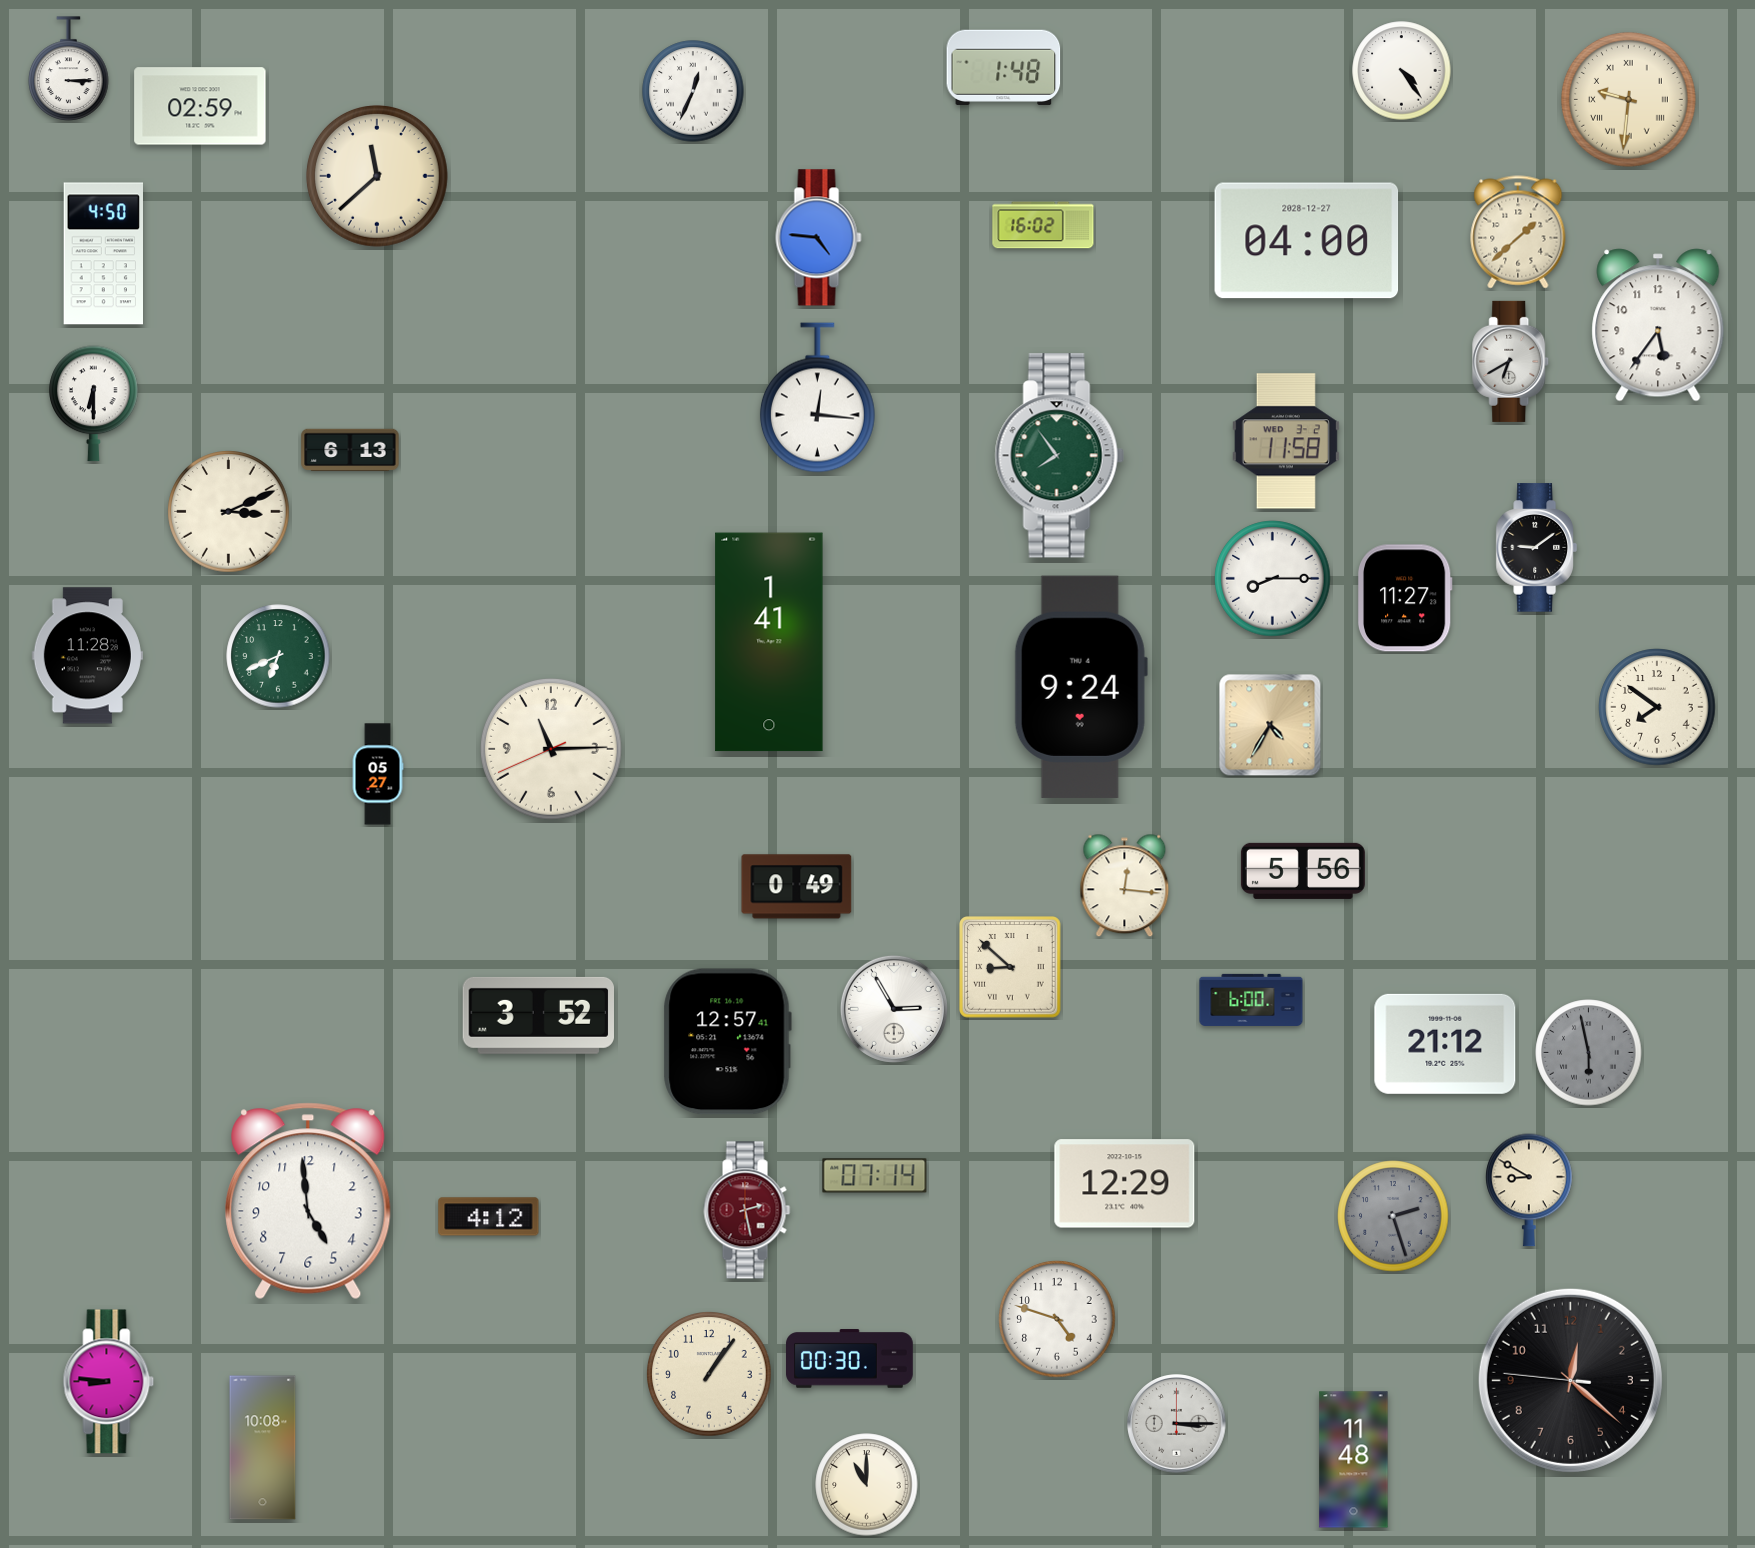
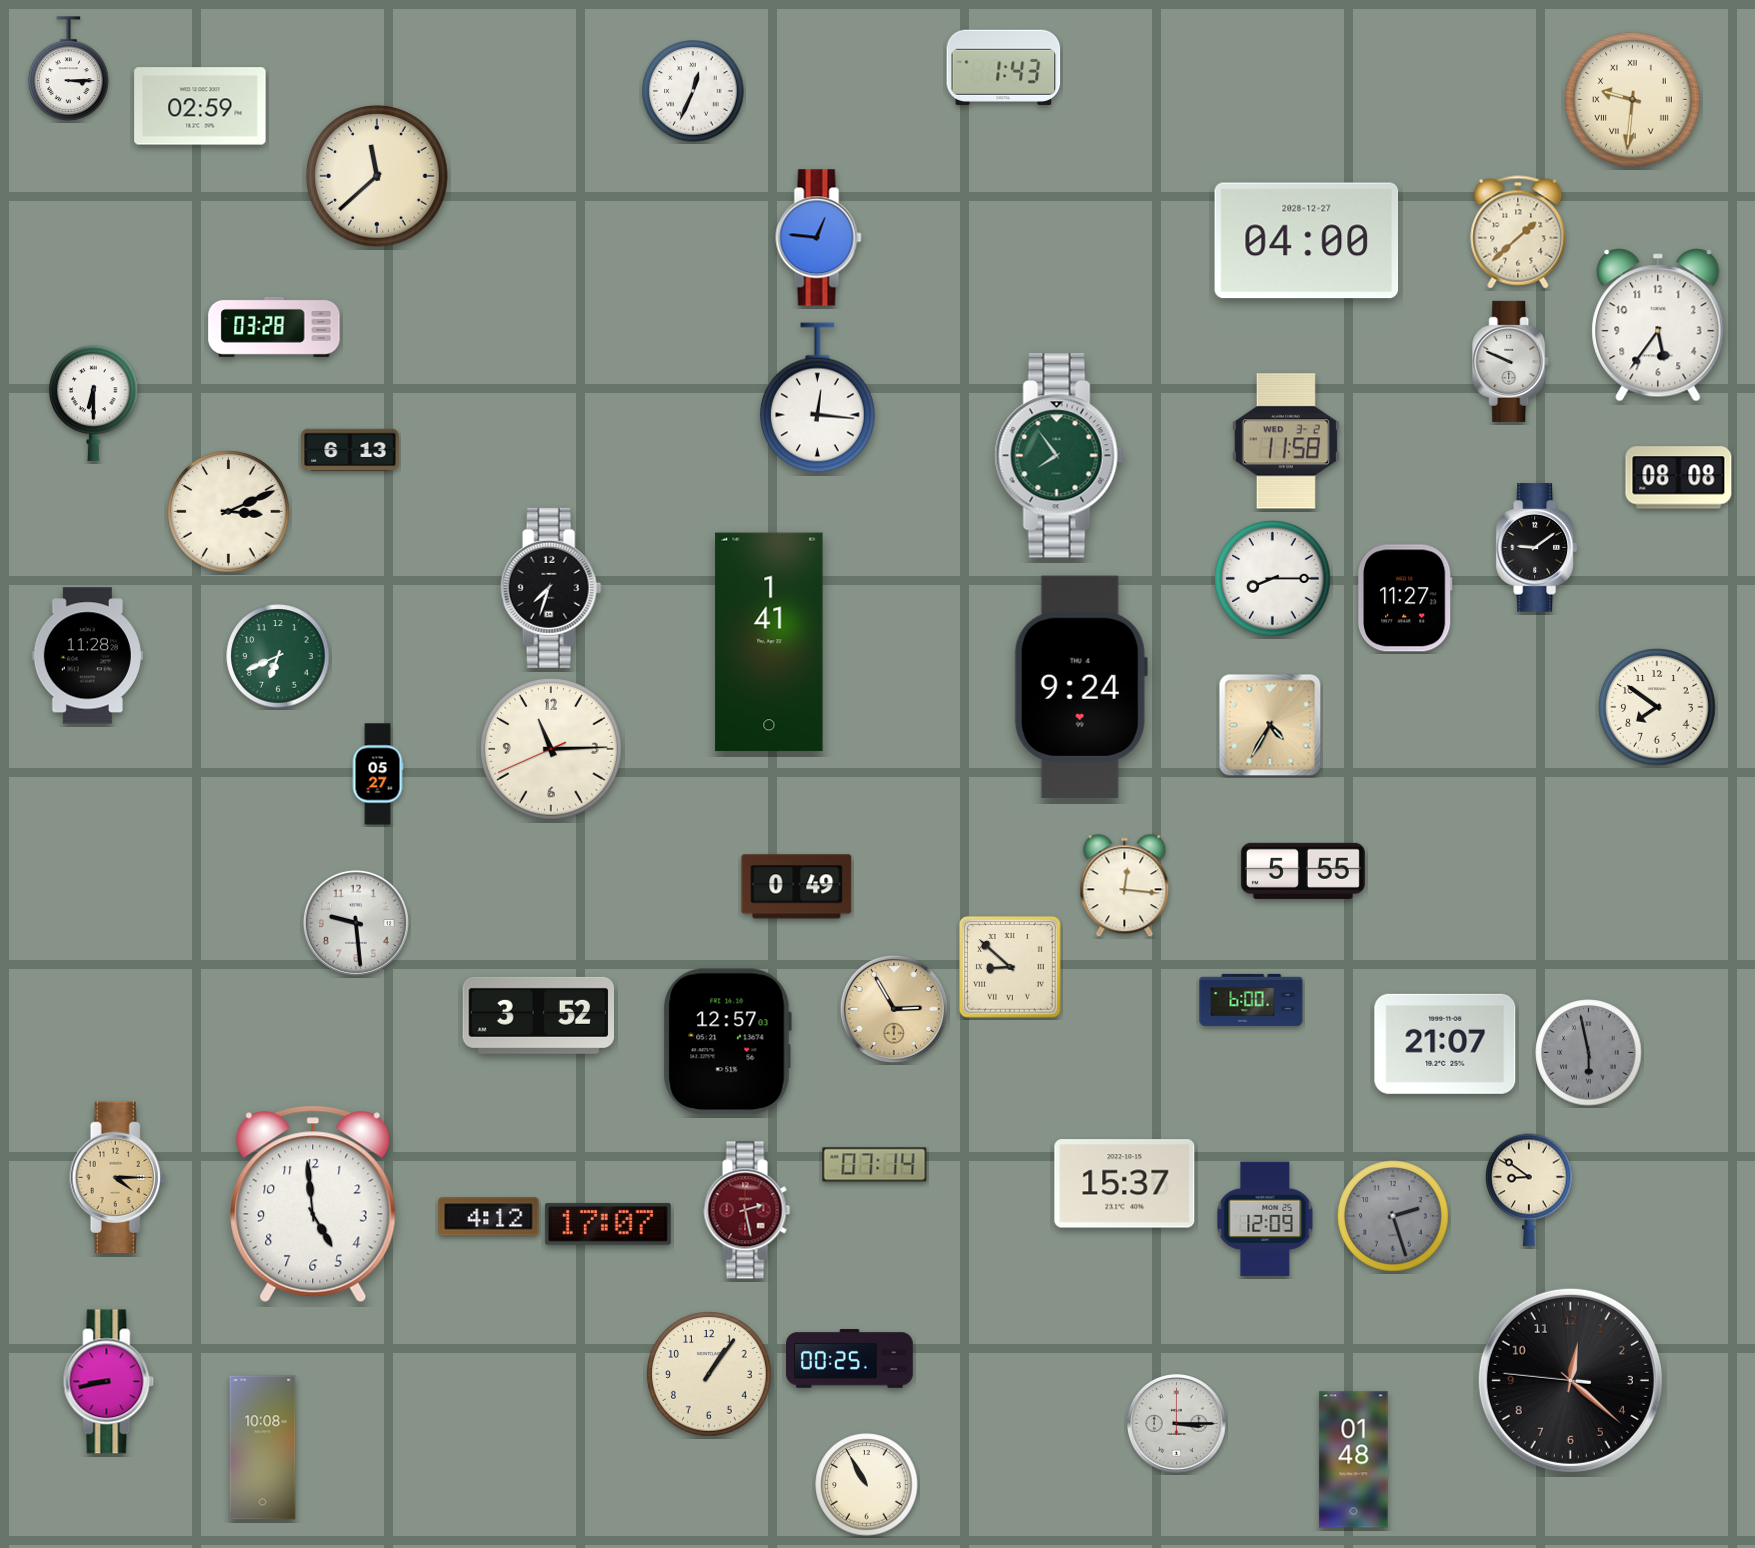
clock at (1004, 67): 1:48 -> 1:43
clock at (1402, 71): 4:24 -> none
clock at (1629, 100) position: (1629, 100) -> (1633, 100)
clock at (1043, 225): 16:02 -> none
clock at (819, 238): 4:46 -> 12:46
clock at (103, 254): 4:50 -> none
clock at (274, 327): none -> 03:28
clock at (1511, 361): 6:40 -> 9:49
clock at (1679, 478): none -> 08:08
clock at (551, 588): none -> 7:33
clock at (1303, 871): 5:56 -> 5:55
clock at (356, 923): none -> 9:29
clock at (894, 1009) dial: white -> champagne
clock at (727, 1042): 12:57:41 -> 12:57:03
clock at (1445, 1044): 21:12 -> 21:07
clock at (875, 1176) position: (875, 1176) -> (875, 1165)
clock at (118, 1178): none -> 4:15
clock at (1125, 1184): 12:29 -> 15:37
clock at (1529, 1190): 8:50 -> 8:51
clock at (308, 1201) position: (308, 1201) -> (313, 1204)
clock at (1265, 1219): none -> 12:09
clock at (608, 1224): none -> 17:07
clock at (1057, 1319): 4:48 -> none
clock at (850, 1359): 00:30 -> 00:25
clock at (109, 1382): 8:46 -> 8:43
clock at (1354, 1460): 11:48 -> 01:48
clock at (867, 1485): 11:00 -> 10:55
